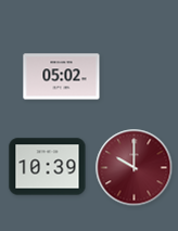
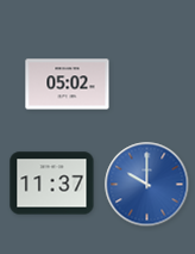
clock at (48, 167): 10:39 -> 11:37
clock at (135, 168) dial: burgundy -> blue
